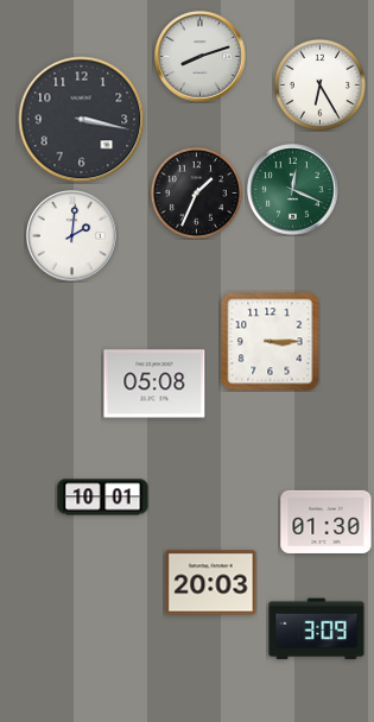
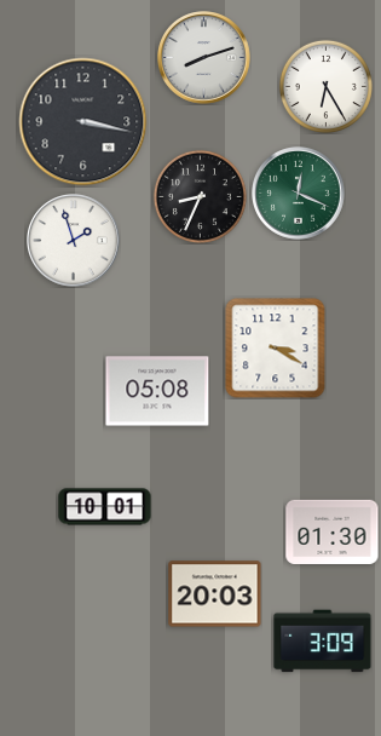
clock at (196, 192): 1:34 -> 8:34
clock at (72, 236): 2:01 -> 1:57
clock at (271, 342): 3:15 -> 3:20
